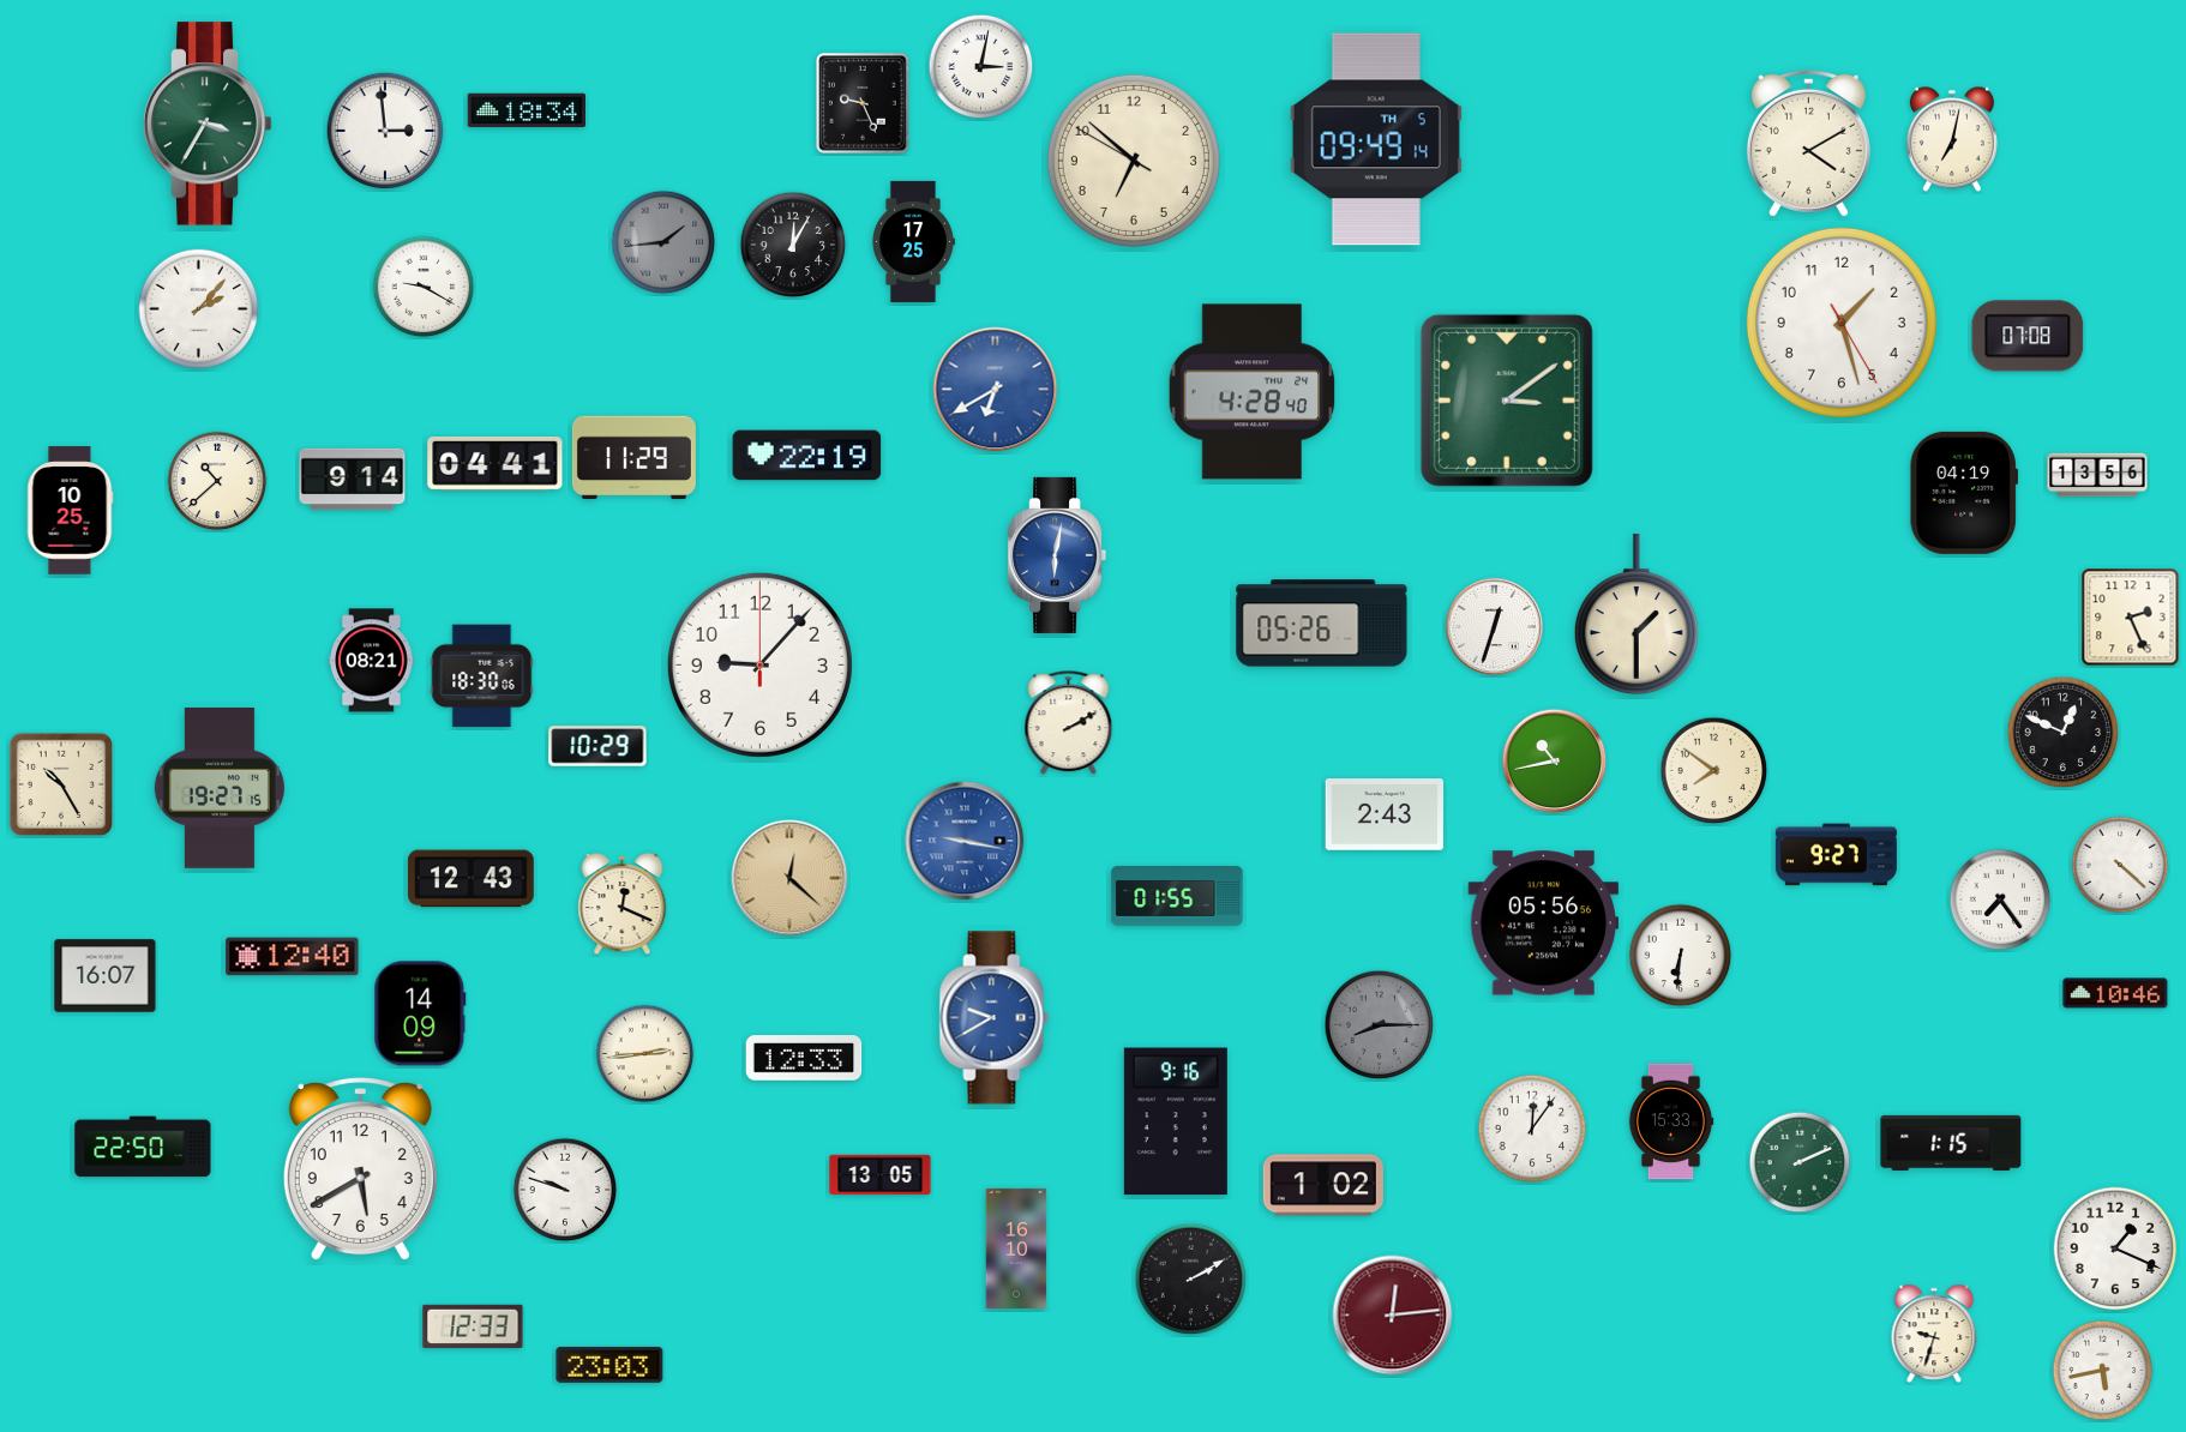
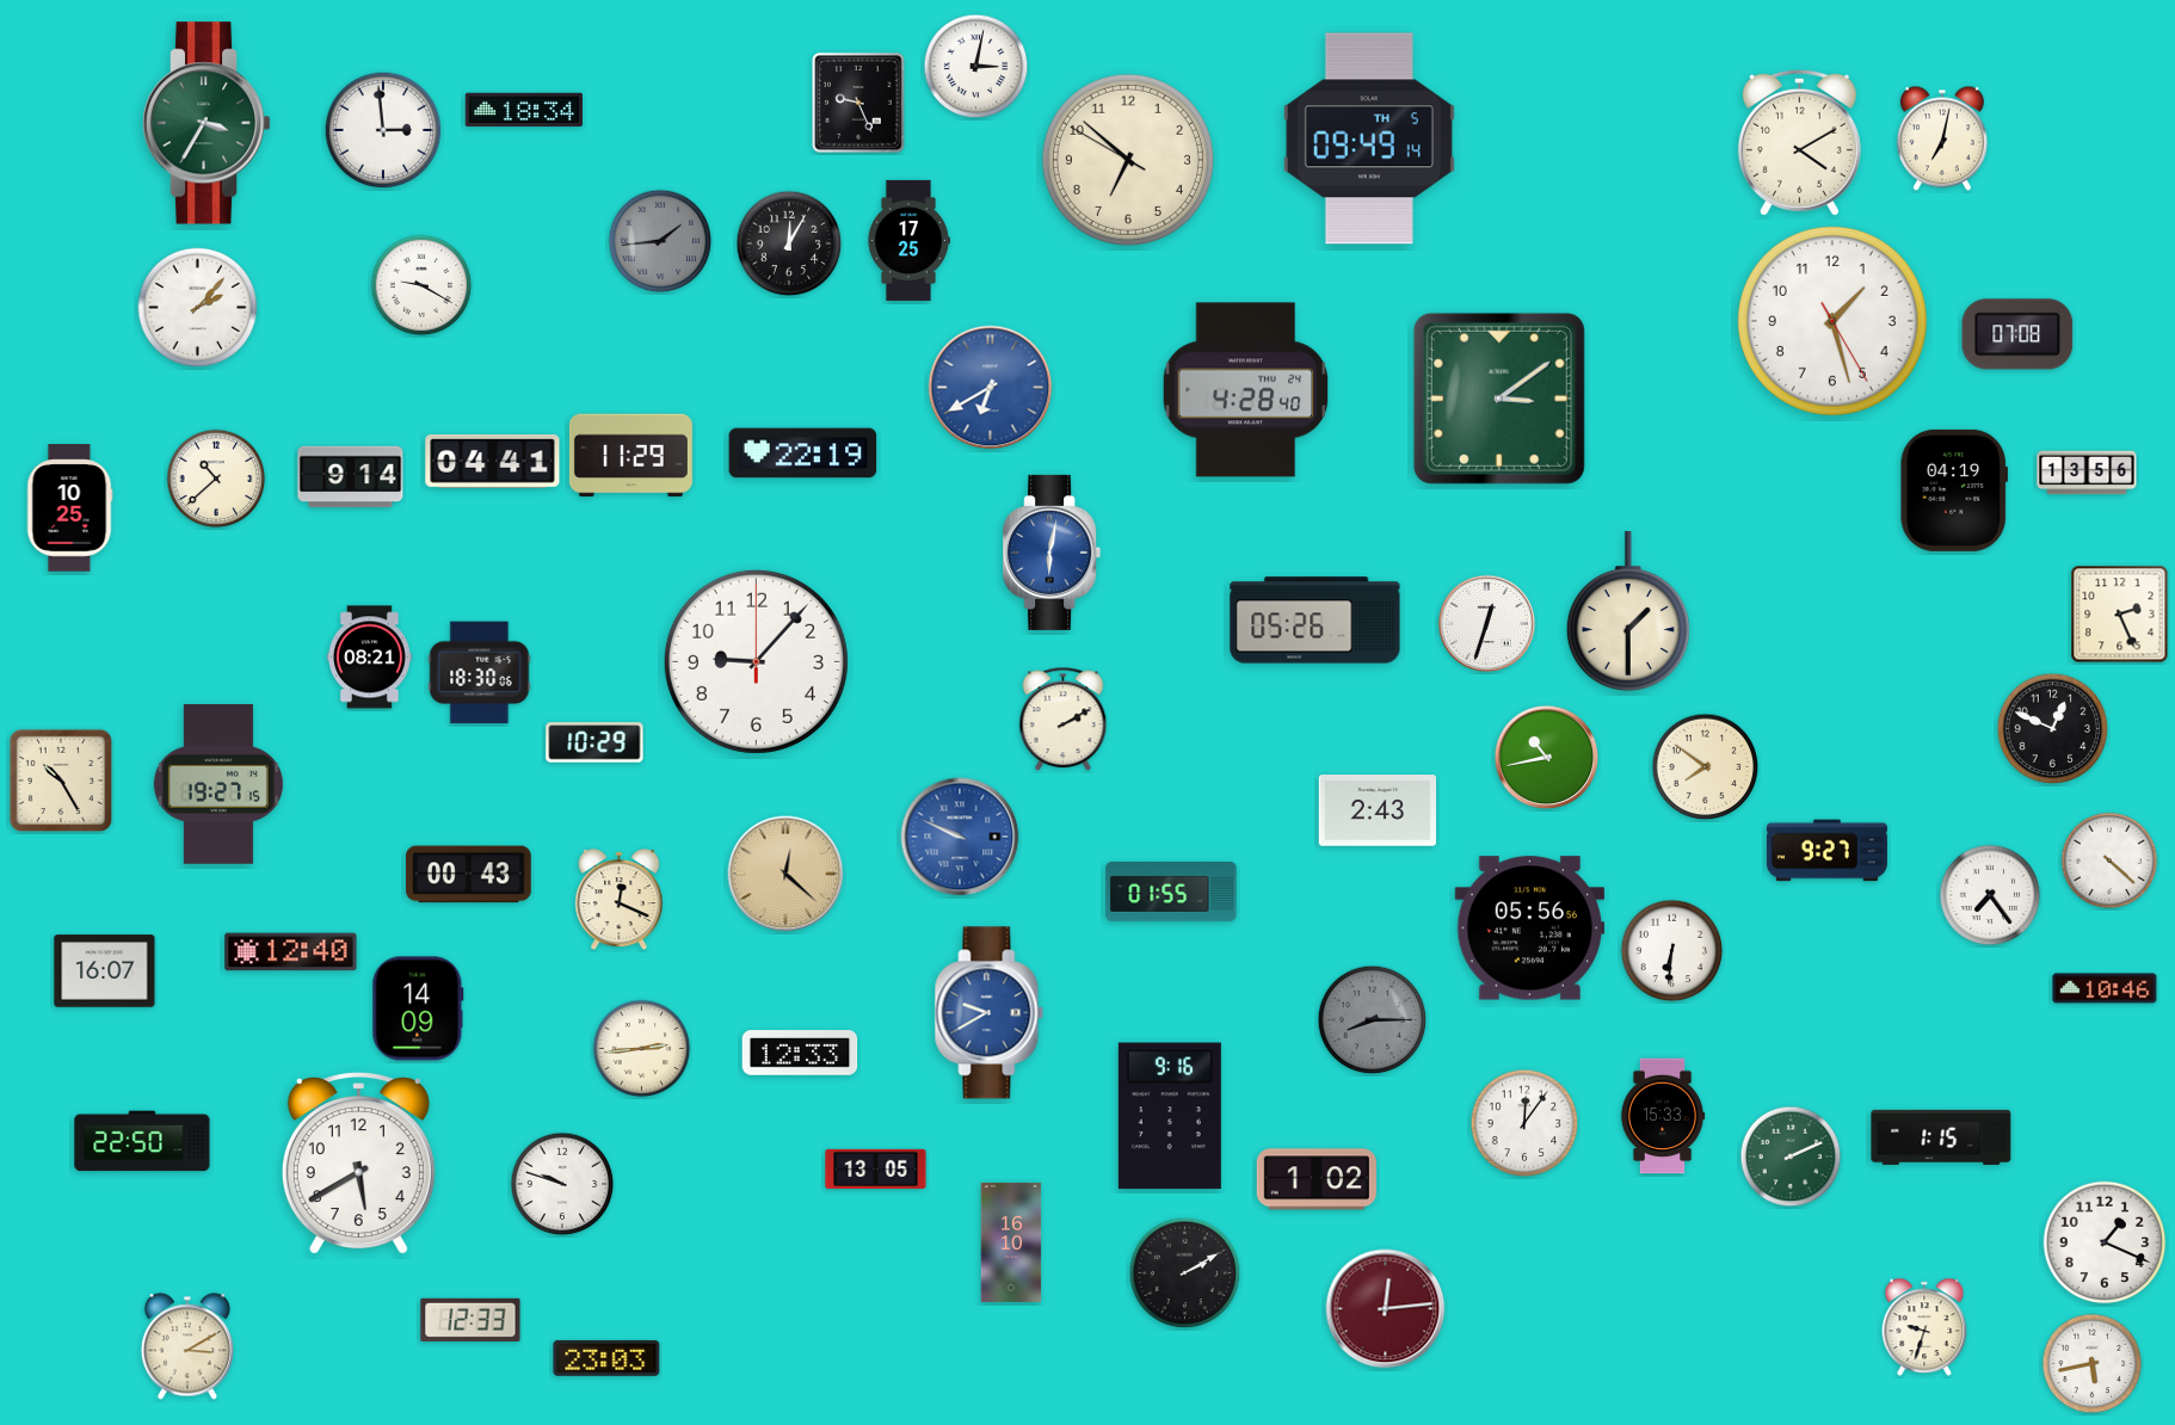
clock at (965, 841): 9:17 -> 9:49
clock at (472, 879): 12:43 -> 00:43
clock at (1544, 923) position: (1544, 923) -> (1530, 929)
clock at (187, 1346): none -> 3:10
